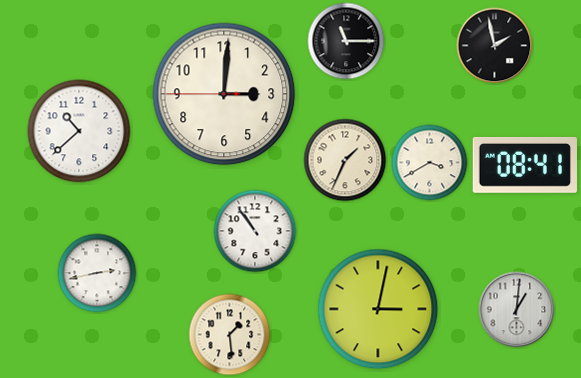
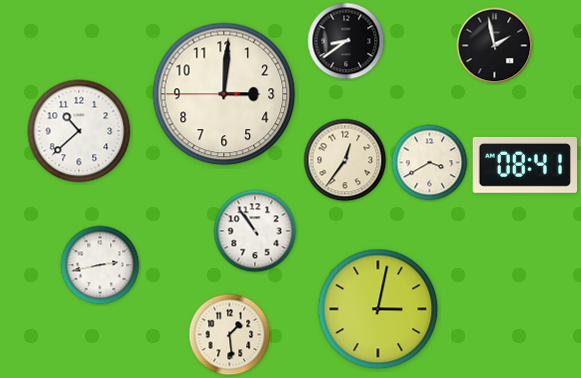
clock at (346, 41): 11:15 -> 8:39
clock at (345, 160): 1:34 -> 12:36
clock at (97, 273) position: (97, 273) -> (100, 265)
clock at (517, 310): 1:01 -> none
